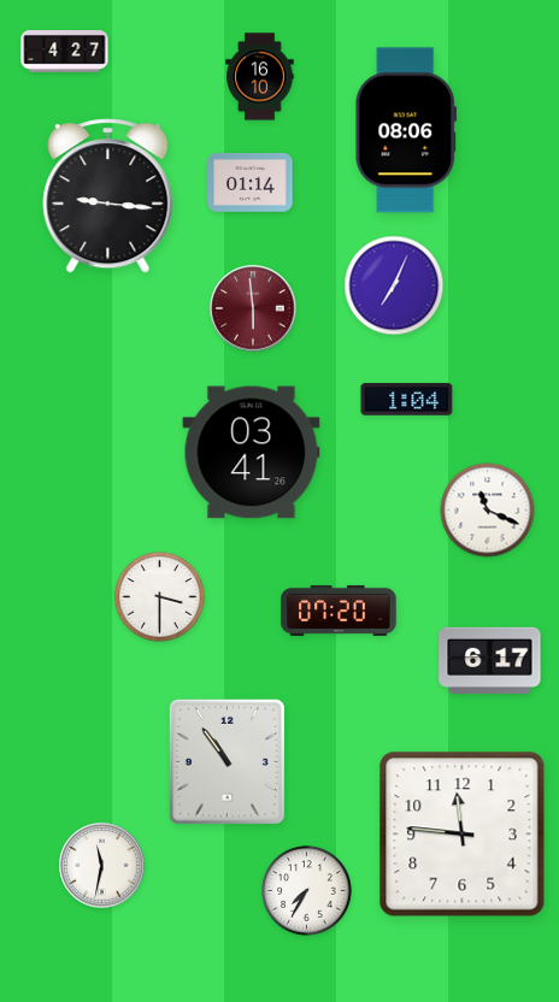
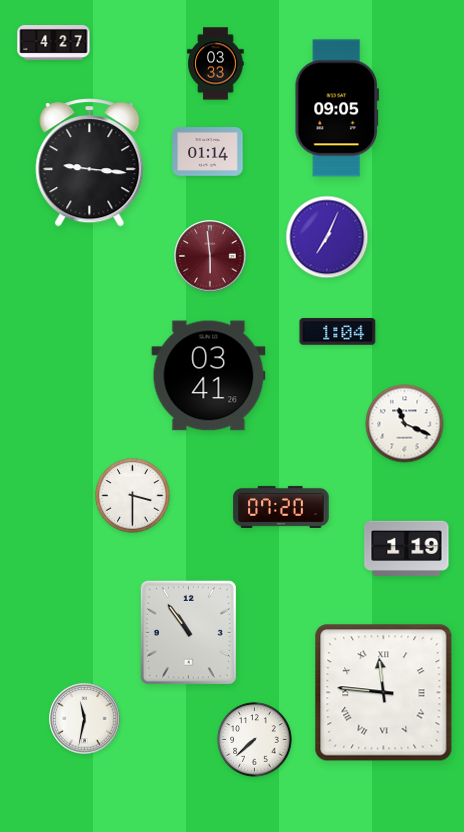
clock at (260, 77): 16:10 -> 03:33
clock at (405, 130): 08:06 -> 09:05
clock at (490, 661): 6:17 -> 1:19
clock at (463, 835) numerals: Arabic -> Roman
clock at (307, 891): 7:35 -> 7:38
